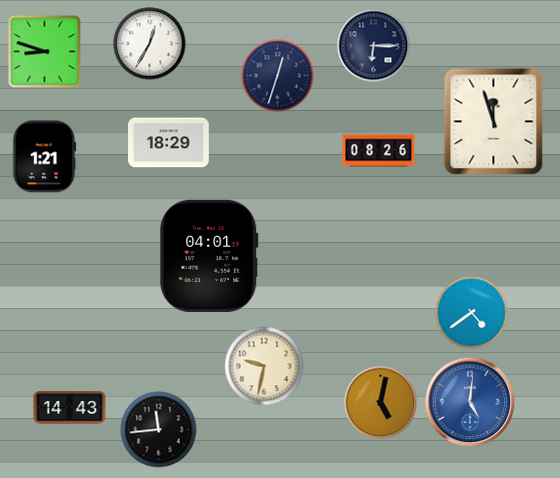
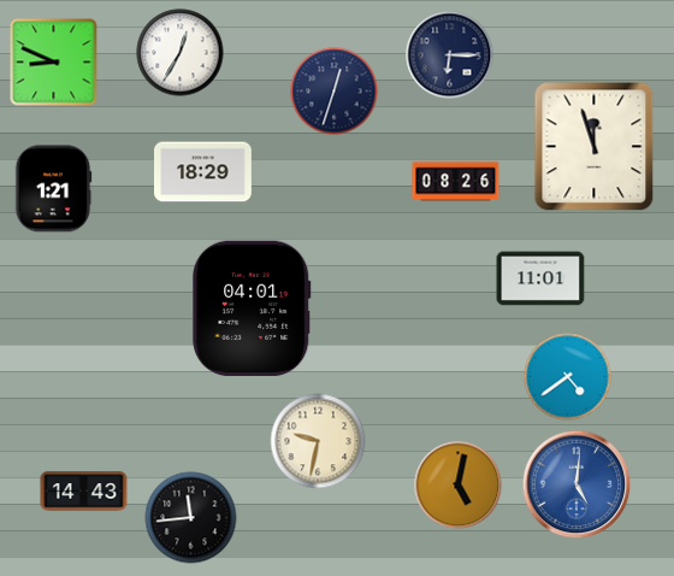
clock at (45, 52): 8:48 -> 8:49
clock at (540, 278): none -> 11:01
clock at (470, 402) position: (470, 402) -> (577, 484)
